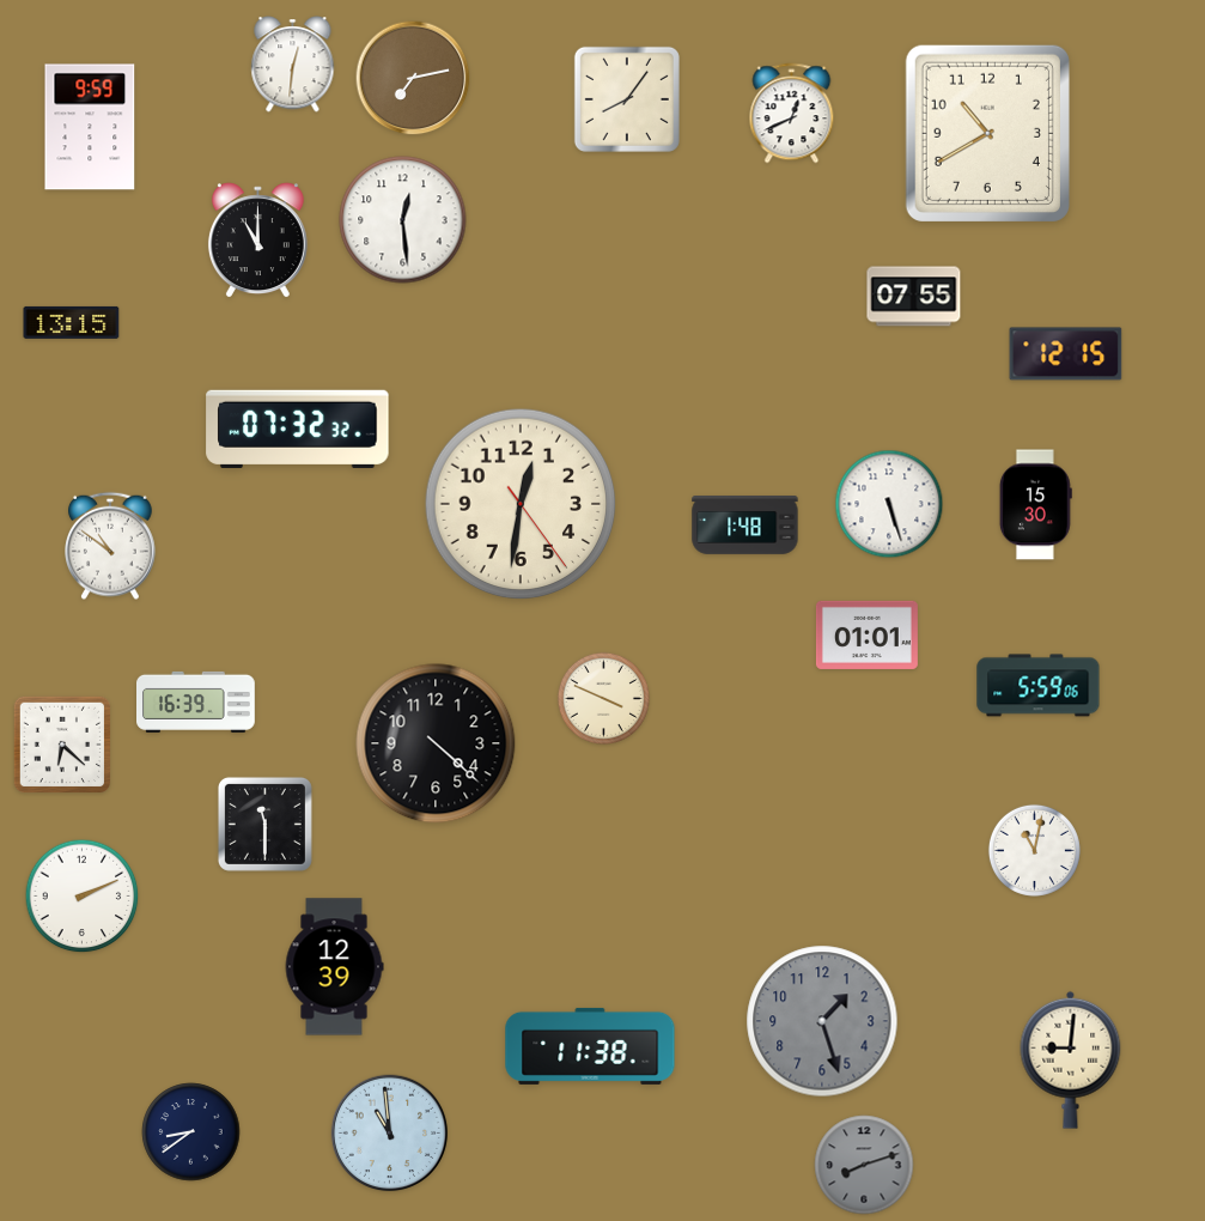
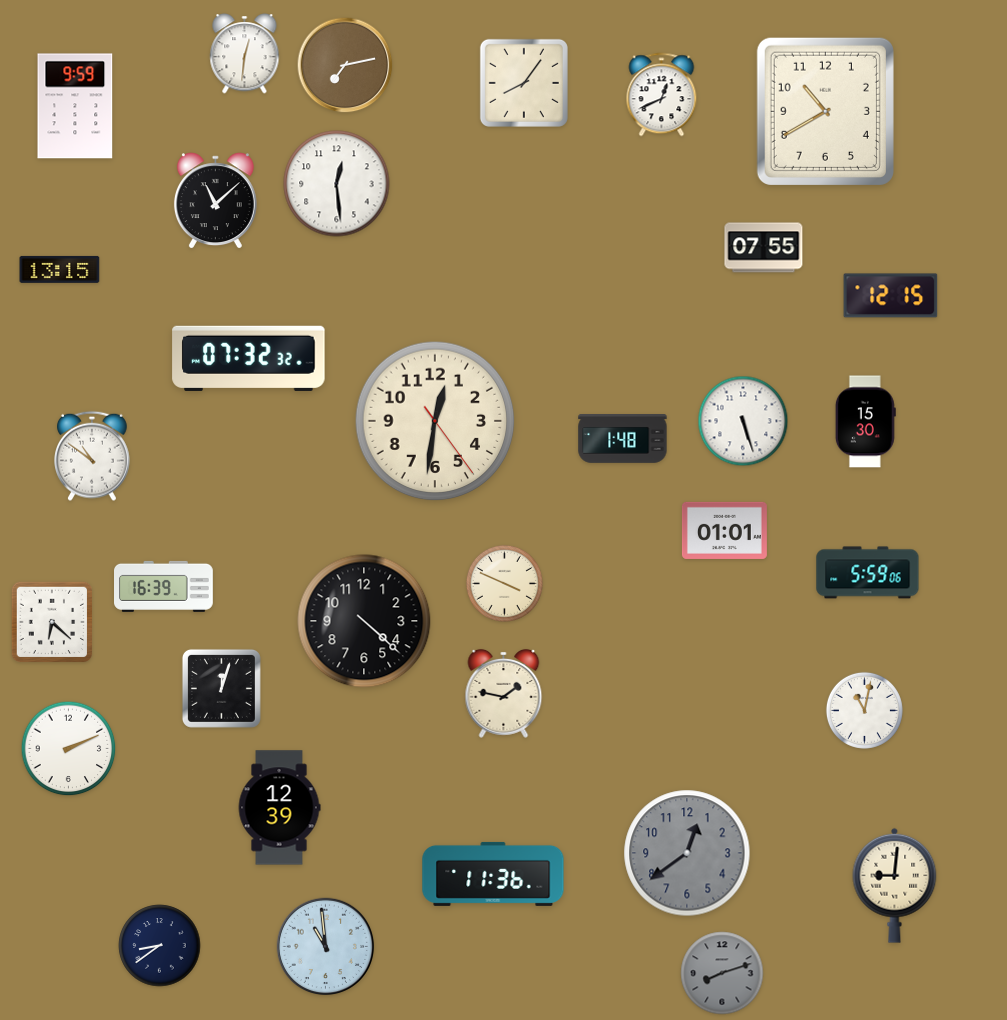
clock at (257, 241): 11:00 -> 11:08
clock at (264, 824): 11:30 -> 12:03
clock at (504, 693): none -> 1:47
clock at (822, 1021): 1:27 -> 12:39
clock at (590, 1046): 11:38 -> 11:36
